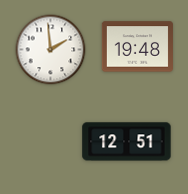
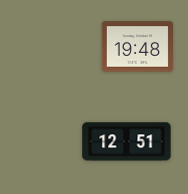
clock at (51, 50): 1:59 -> none
